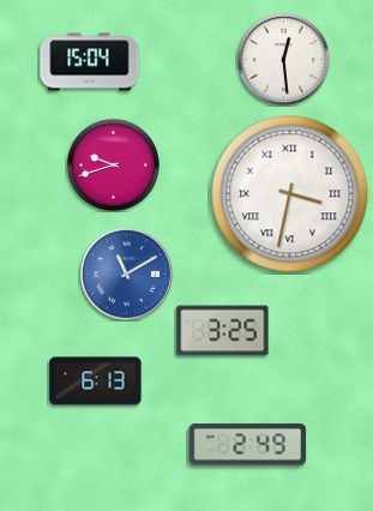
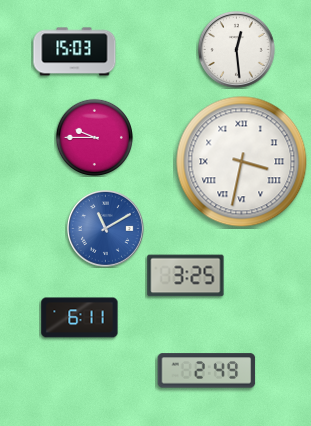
clock at (90, 62): 15:04 -> 15:03
clock at (113, 164): 9:42 -> 9:45
clock at (96, 381): 6:13 -> 6:11
